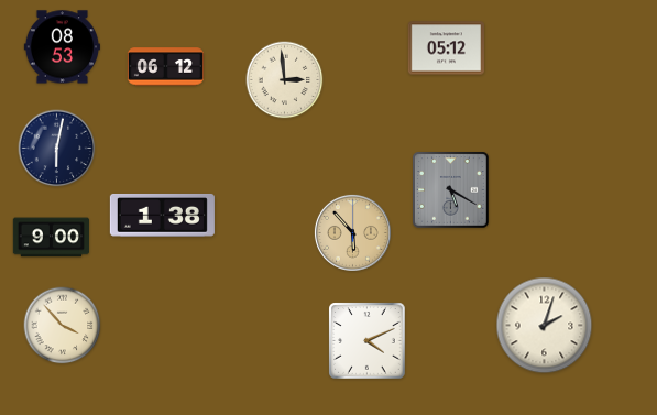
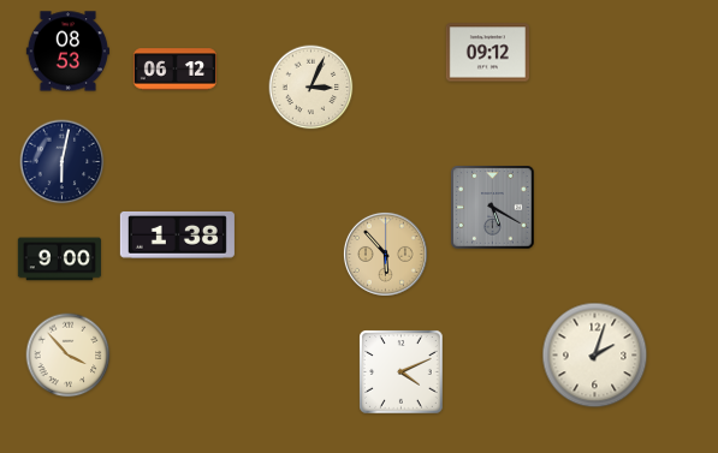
clock at (446, 48): 05:12 -> 09:12
clock at (165, 67) position: (165, 67) -> (174, 70)
clock at (285, 80): 2:59 -> 3:04
clock at (51, 238) position: (51, 238) -> (59, 260)
